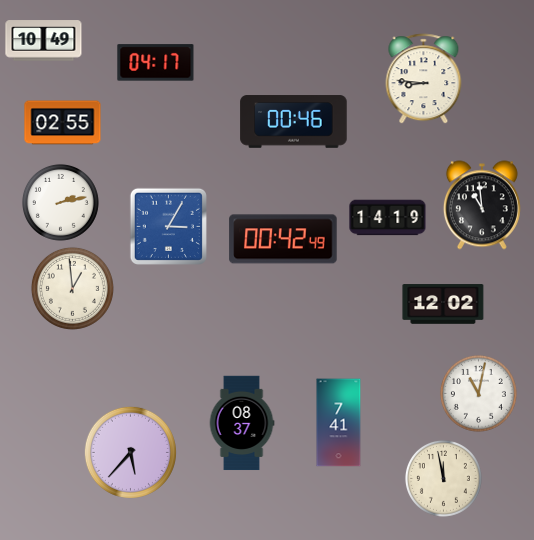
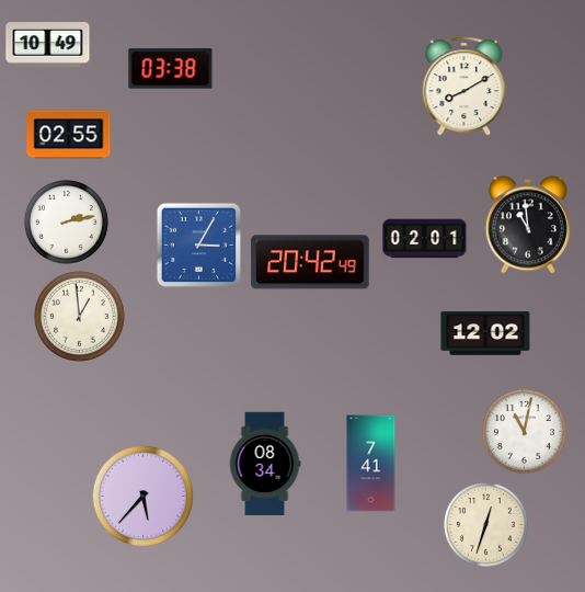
clock at (156, 63): 04:17 -> 03:38
clock at (424, 79): 8:46 -> 8:10
clock at (294, 122): 00:46 -> none
clock at (388, 218): 14:19 -> 02:01
clock at (168, 226) position: (168, 226) -> (198, 244)
clock at (283, 239): 00:42 -> 20:42
clock at (242, 423): 08:37 -> 08:34
clock at (443, 478): 11:58 -> 12:33
